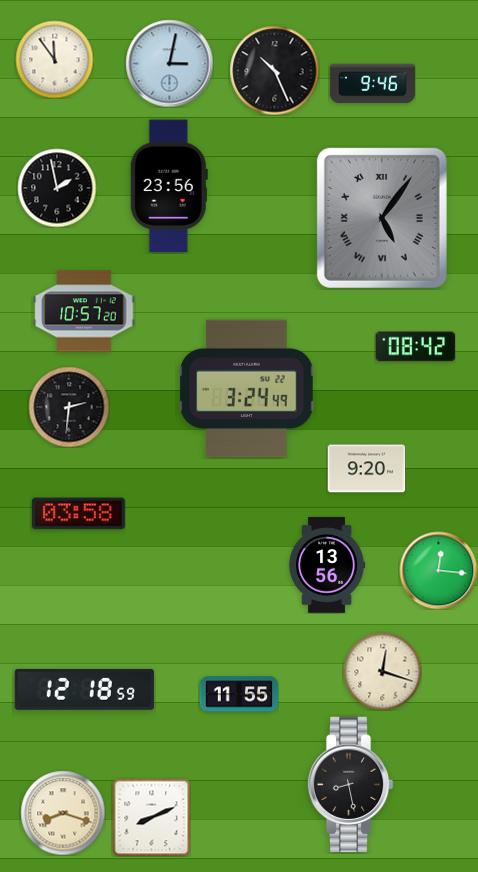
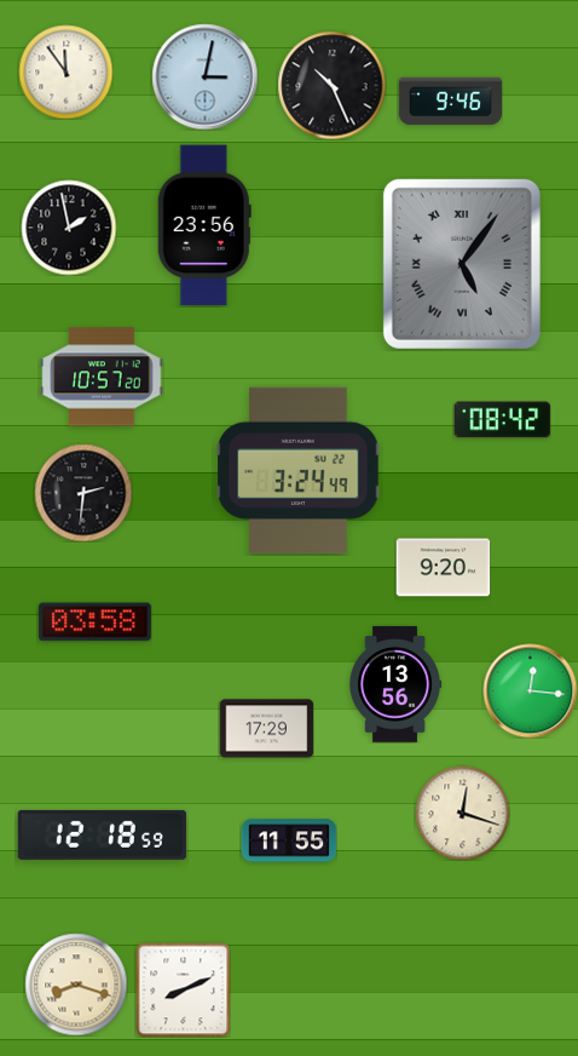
clock at (266, 729): none -> 17:29
clock at (350, 785): 8:28 -> none
